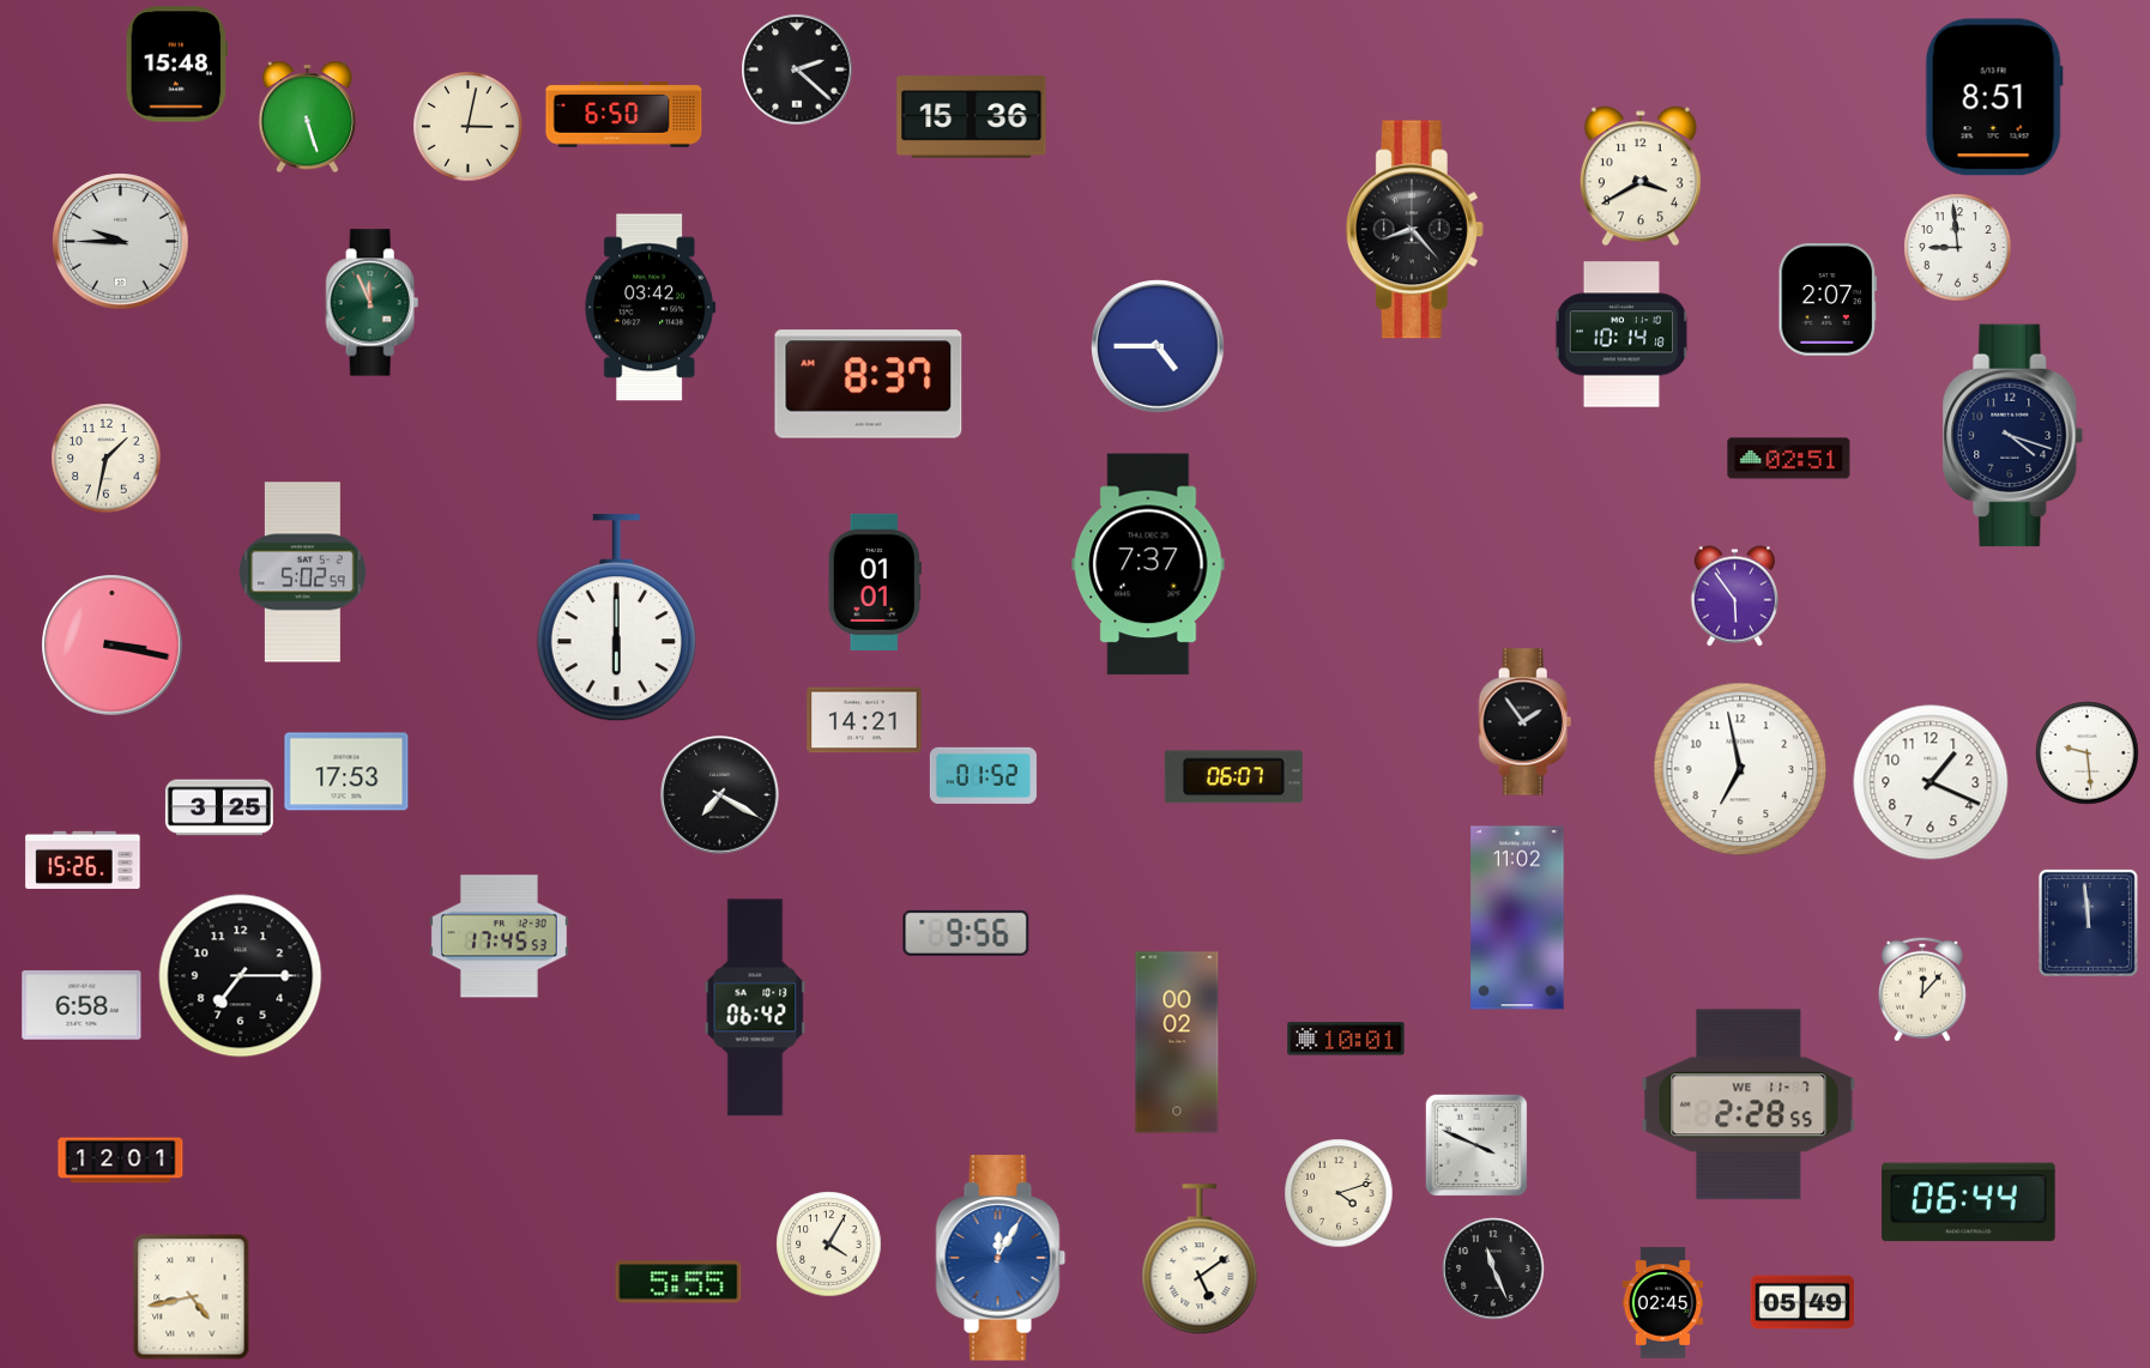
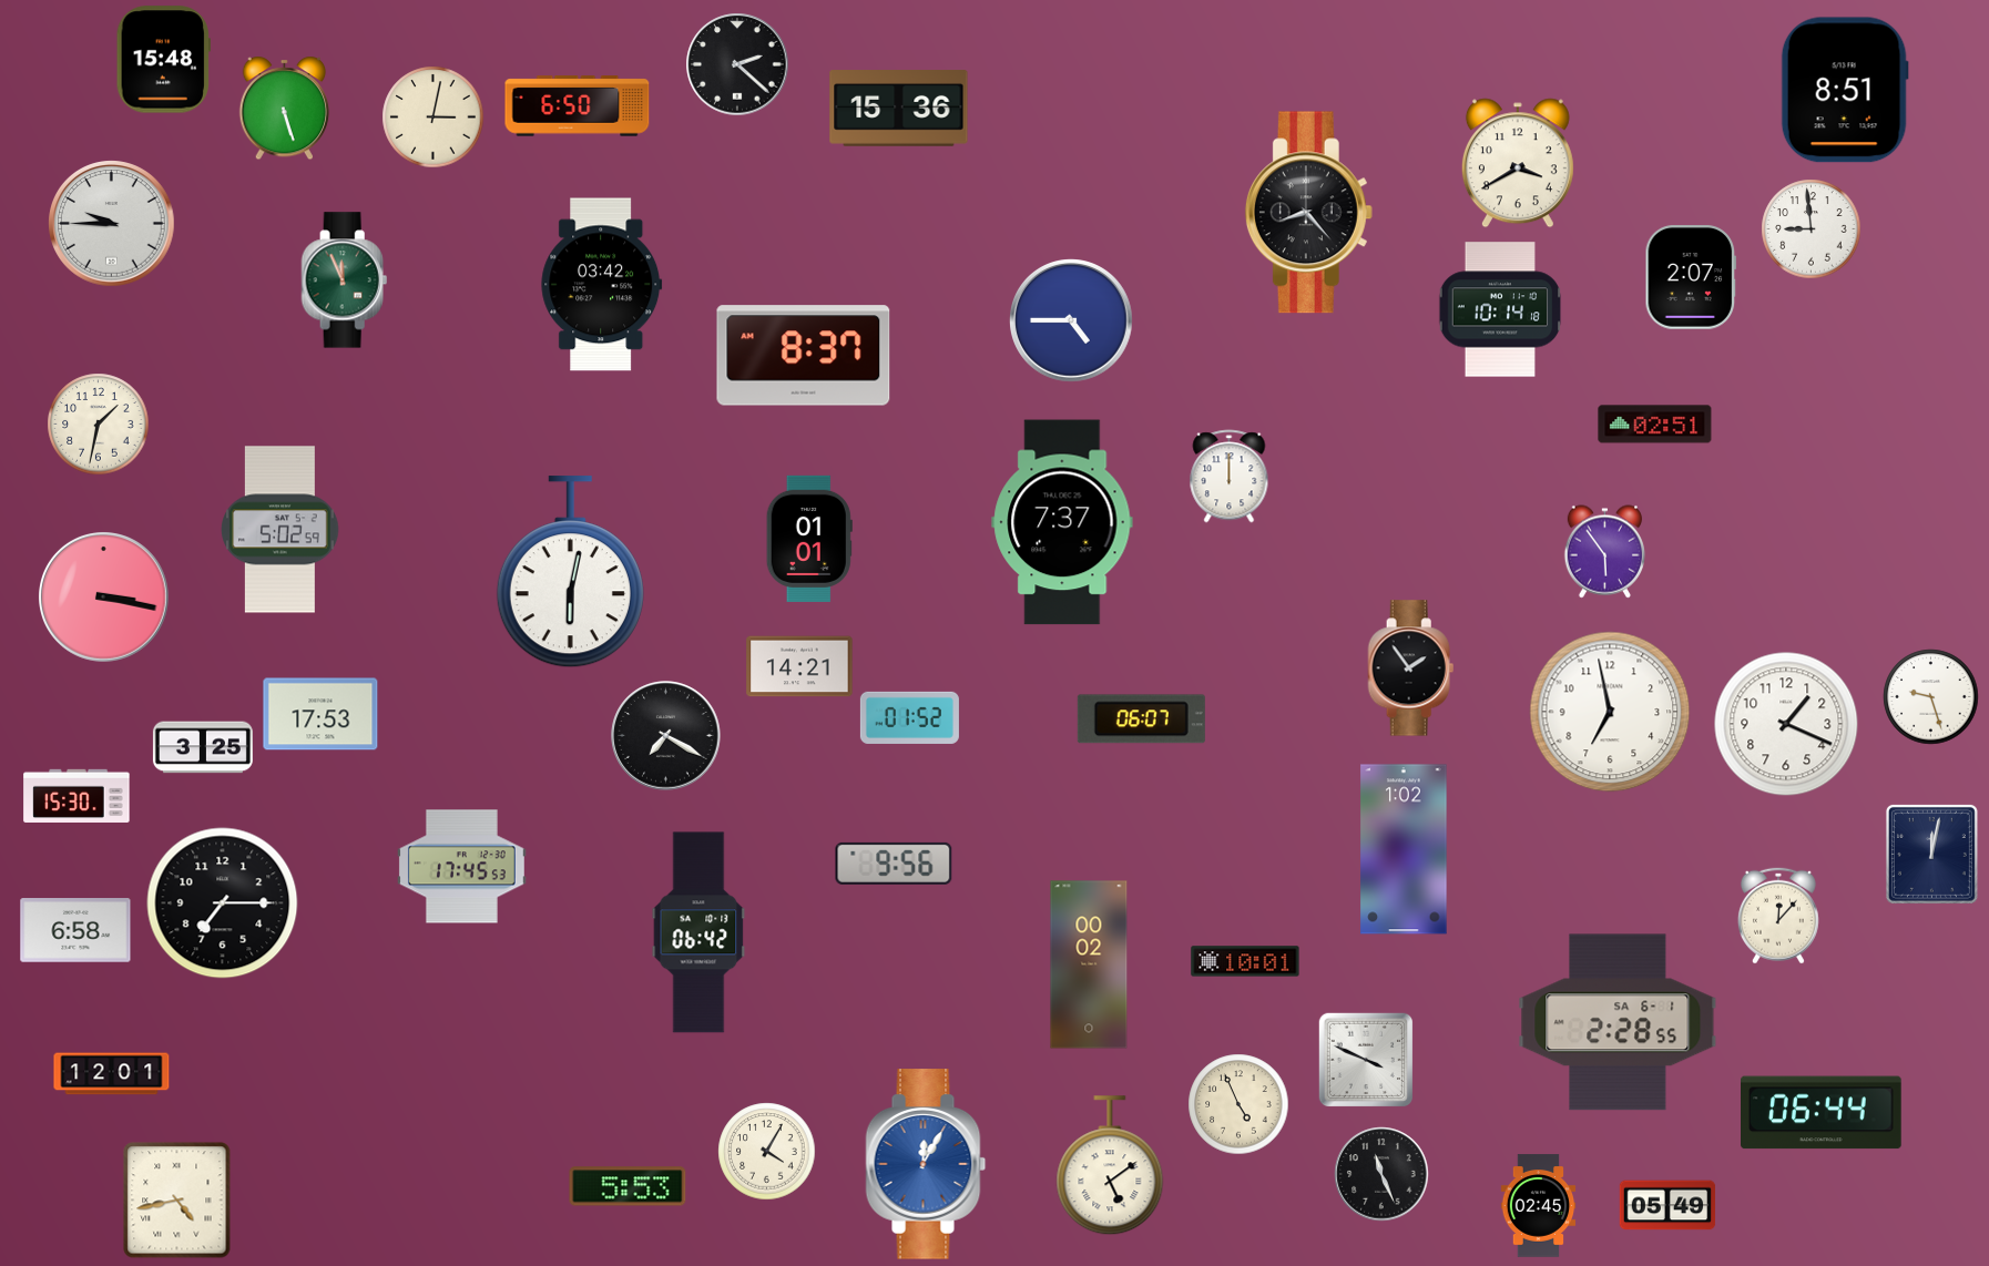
clock at (2013, 436): 4:18 -> none
clock at (1230, 477): none -> 12:00
clock at (616, 618): 6:00 -> 6:02
clock at (2088, 753): 9:29 -> 9:27
clock at (83, 860): 15:26 -> 15:30
clock at (1517, 918): 11:02 -> 1:02
clock at (2088, 922): 11:59 -> 12:02
clock at (1749, 1104) date: WE 11-7 -> SA 6-1
clock at (1339, 1193): 4:12 -> 4:56
clock at (678, 1282): 5:55 -> 5:53
